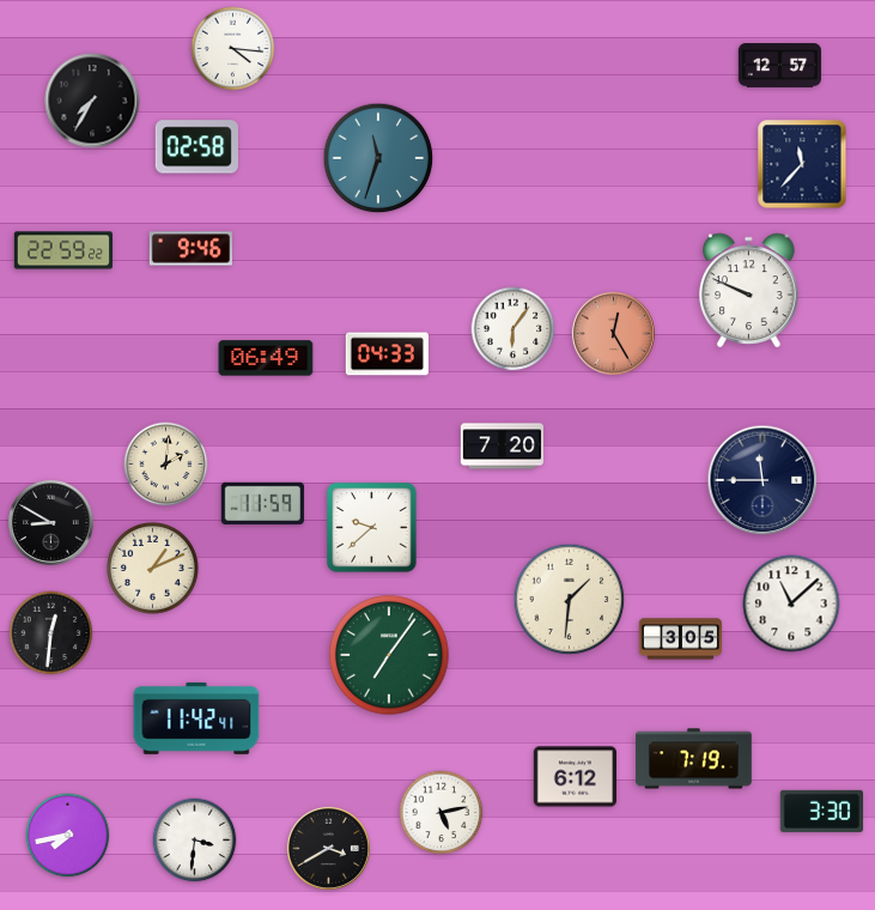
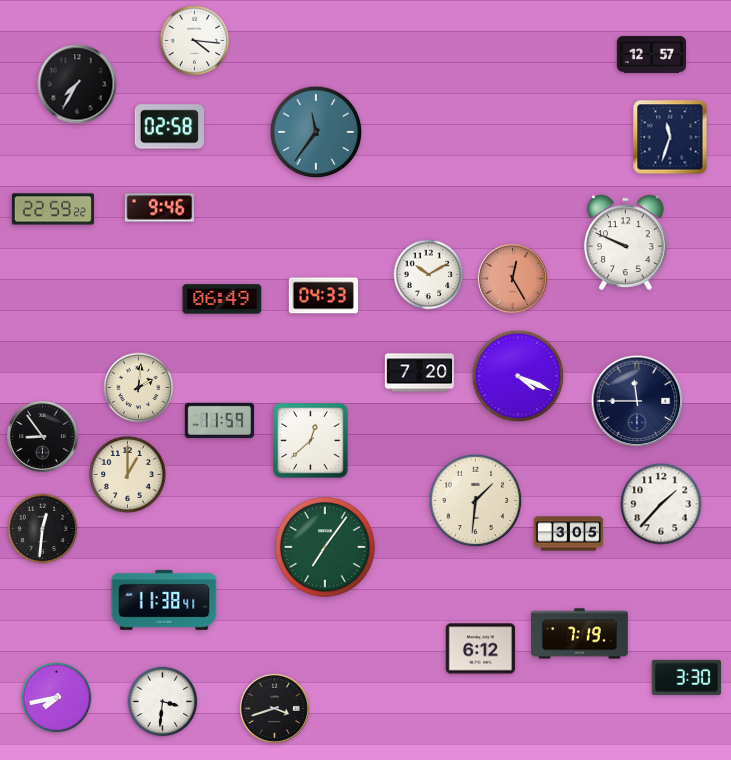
clock at (196, 147) position: (196, 147) -> (169, 127)
clock at (378, 158): 11:33 -> 11:36
clock at (802, 164): 11:37 -> 11:33
clock at (514, 329): 6:06 -> 10:10
clock at (518, 376): none -> 4:19
clock at (50, 522): 8:50 -> 8:54
clock at (372, 528): 9:38 -> 12:38
clock at (153, 569): 1:11 -> 1:00
clock at (791, 603): 11:08 -> 1:37
clock at (196, 718): 11:42 -> 11:38
clock at (442, 813): 5:13 -> none
clock at (328, 848): 3:40 -> 3:42
